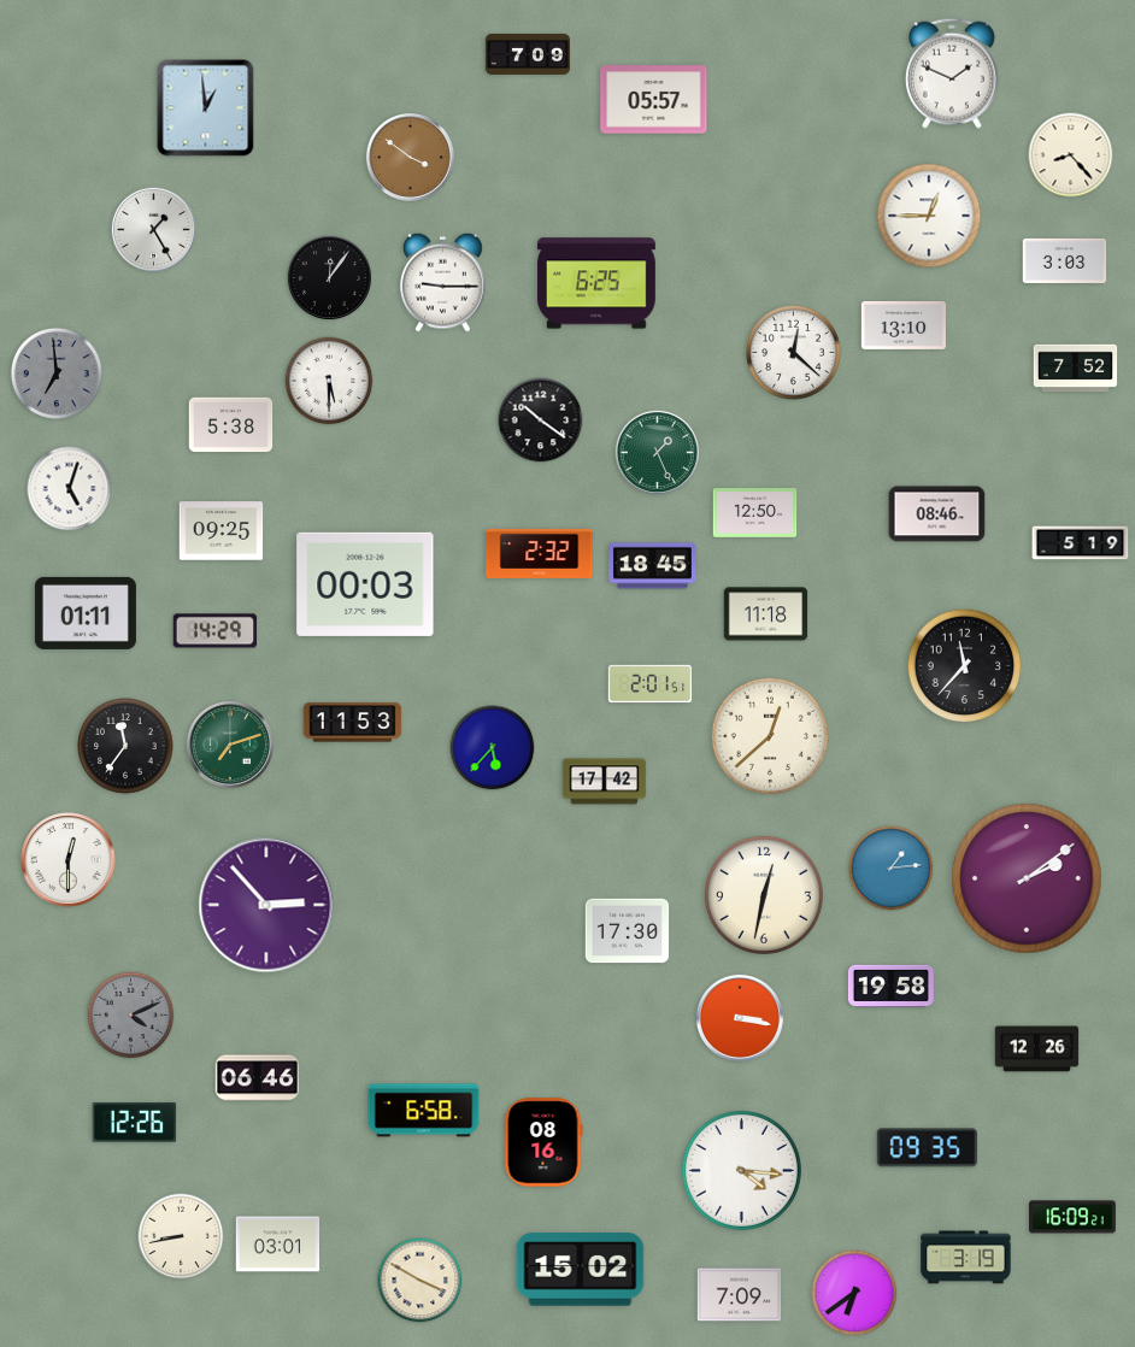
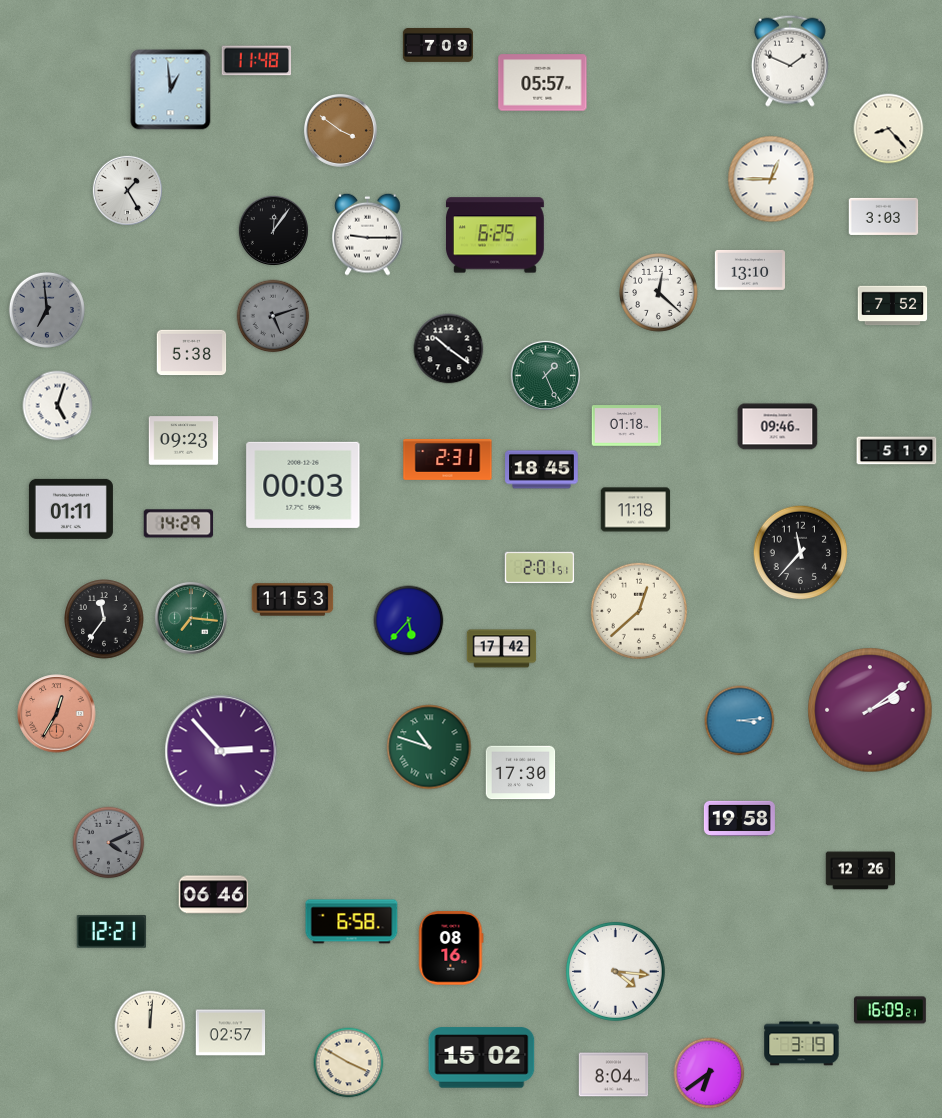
clock at (257, 61): none -> 11:48
clock at (329, 381): 5:30 -> 5:12
clock at (329, 381) dial: white -> grey
clock at (755, 513): 12:50 -> 01:18
clock at (937, 514): 08:46 -> 09:46
clock at (222, 531): 09:25 -> 09:23
clock at (540, 553): 2:32 -> 2:31
clock at (230, 745): 7:12 -> 7:16
clock at (69, 860): 12:30 -> 12:35
clock at (69, 860) dial: white -> salmon
clock at (892, 869): 1:14 -> 3:14
clock at (1027, 878) position: (1027, 878) -> (870, 710)
clock at (764, 895): 12:32 -> none
clock at (429, 747): none -> 10:48
clock at (740, 1018): 3:17 -> none
clock at (135, 1123): 12:26 -> 12:21
clock at (927, 1148): 09:35 -> none
clock at (181, 1236): 8:43 -> 12:01
clock at (278, 1245): 03:01 -> 02:57
clock at (581, 1270) position: (581, 1270) -> (482, 1058)
clock at (740, 1295): 7:09 -> 8:04
